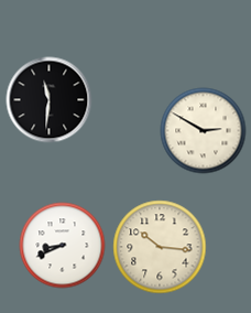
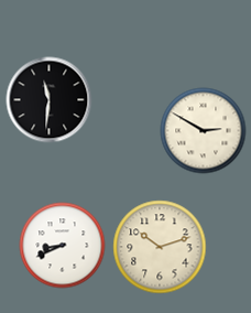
clock at (160, 247): 10:16 -> 10:12
